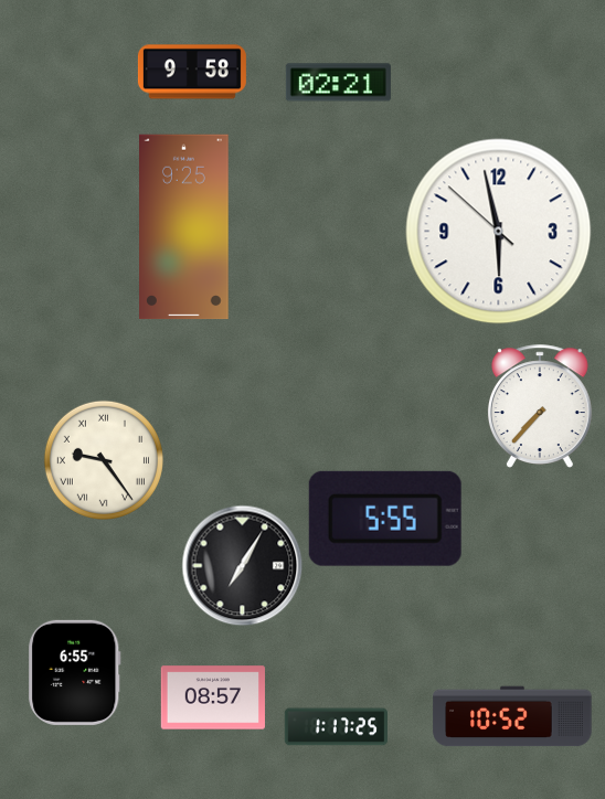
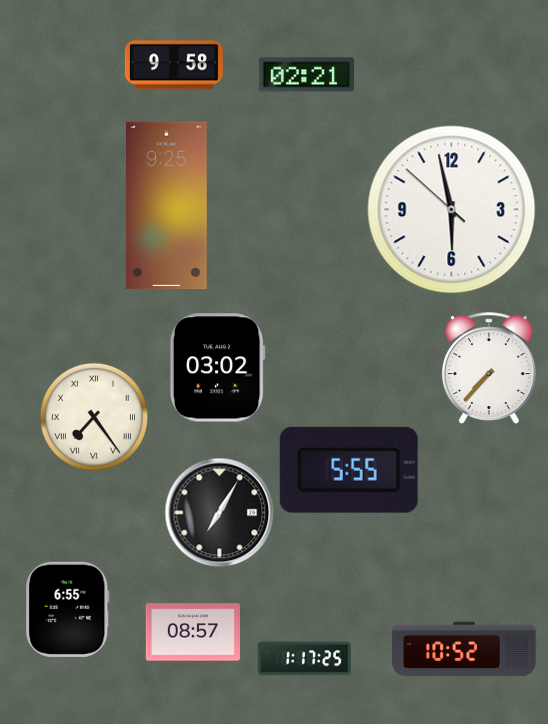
clock at (217, 368): none -> 03:02
clock at (104, 460): 9:24 -> 7:24
